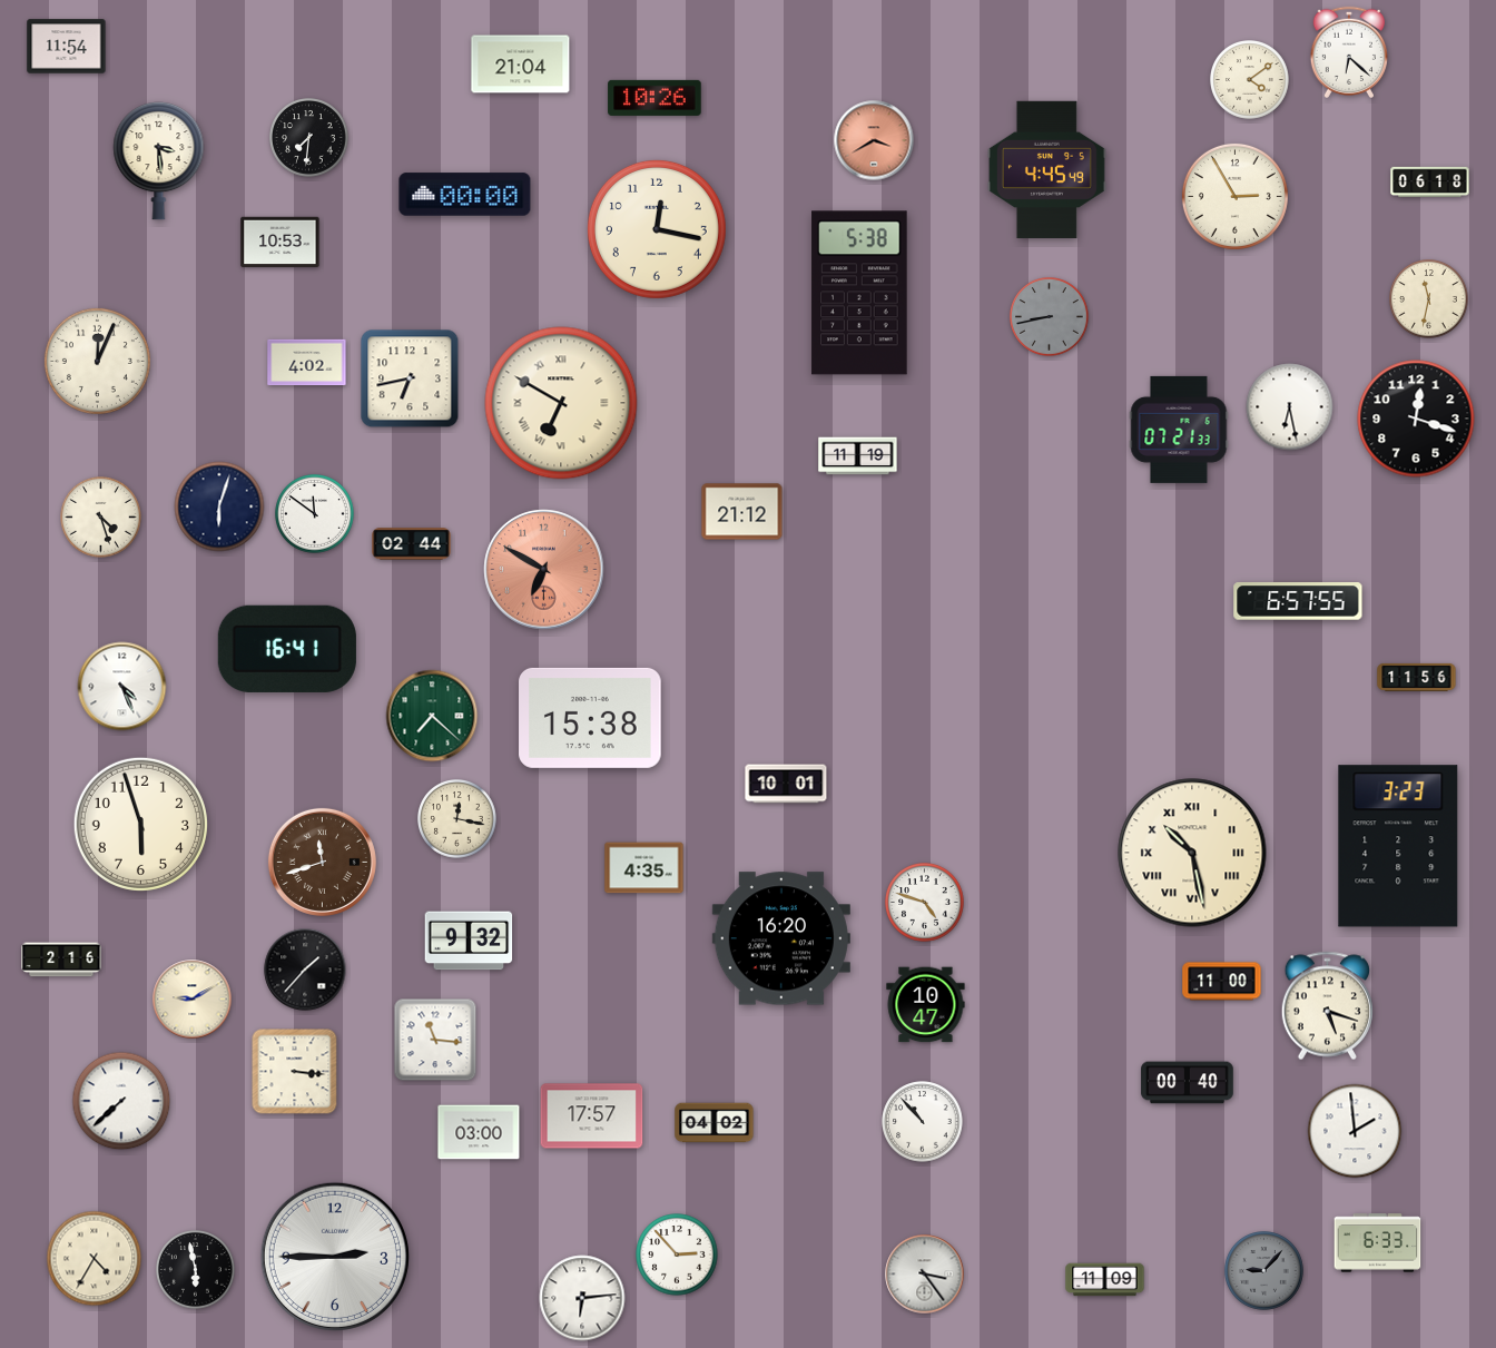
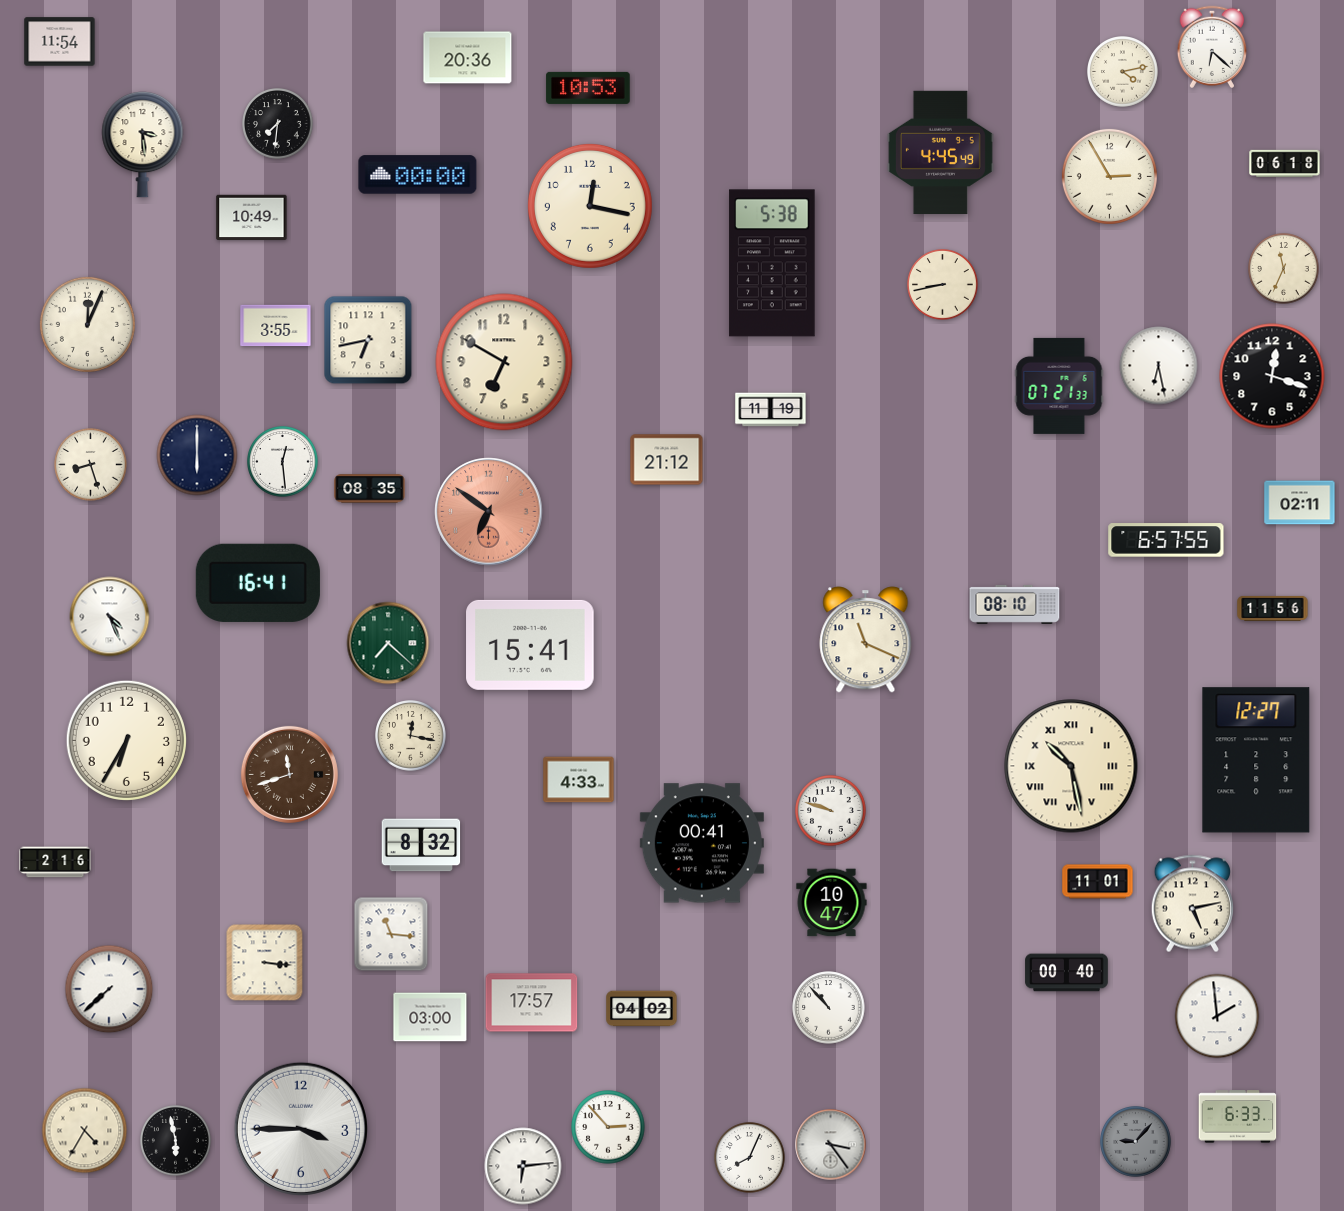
clock at (521, 65): 21:04 -> 20:36
clock at (1250, 80): 4:09 -> 4:13
clock at (654, 98): 10:26 -> 10:53
clock at (874, 140): 3:40 -> none
clock at (280, 243): 10:53 -> 10:49
clock at (1429, 299): 11:32 -> 11:34
clock at (1050, 317) dial: grey -> cream
clock at (307, 363): 4:02 -> 3:55
clock at (561, 403) numerals: Roman -> Arabic
clock at (219, 506): 6:03 -> 6:00
clock at (315, 514): 11:51 -> 12:29
clock at (101, 518): 4:27 -> 8:27
clock at (412, 544): 02:44 -> 08:35
clock at (1300, 503): none -> 02:11
clock at (544, 570): 6:50 -> 6:51
clock at (1015, 604): none -> 08:10
clock at (866, 640): none -> 11:19
clock at (590, 718): 15:38 -> 15:41
clock at (786, 784): 10:01 -> none
clock at (140, 824): 5:57 -> 6:35
clock at (1398, 846): 3:23 -> 12:27
clock at (644, 868): 4:35 -> 4:33
clock at (925, 903): 4:48 -> 9:48
clock at (781, 938): 16:20 -> 00:41
clock at (469, 941): 9:32 -> 8:32
clock at (305, 970): 1:37 -> none
clock at (1222, 982): 11:00 -> 11:01
clock at (193, 1000): 9:10 -> none
clock at (1327, 1006): 5:18 -> 5:13
clock at (335, 1257): 2:45 -> 3:45
clock at (1105, 1280): 11:09 -> none
clock at (750, 1158): none -> 8:04
